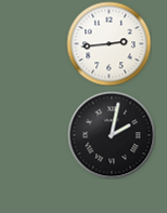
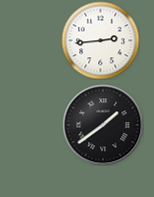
clock at (112, 135): 2:02 -> 1:39
